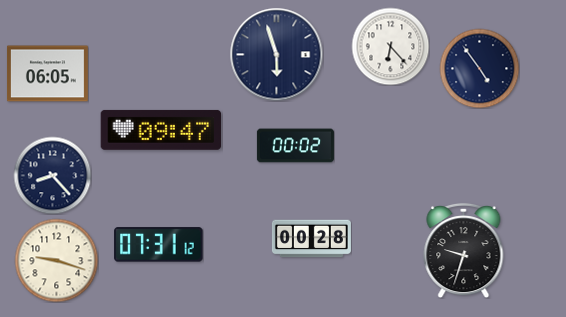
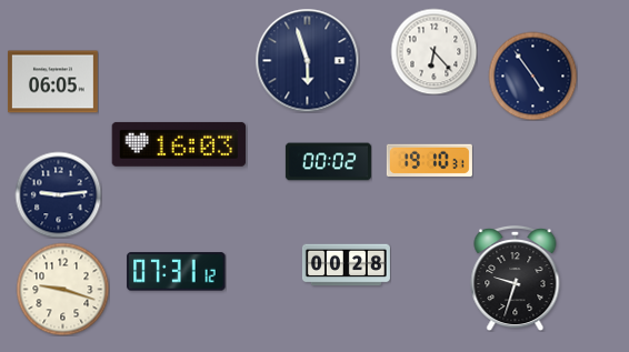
clock at (161, 130): 09:47 -> 16:03
clock at (429, 160): none -> 19:10
clock at (52, 175): 8:23 -> 9:14
